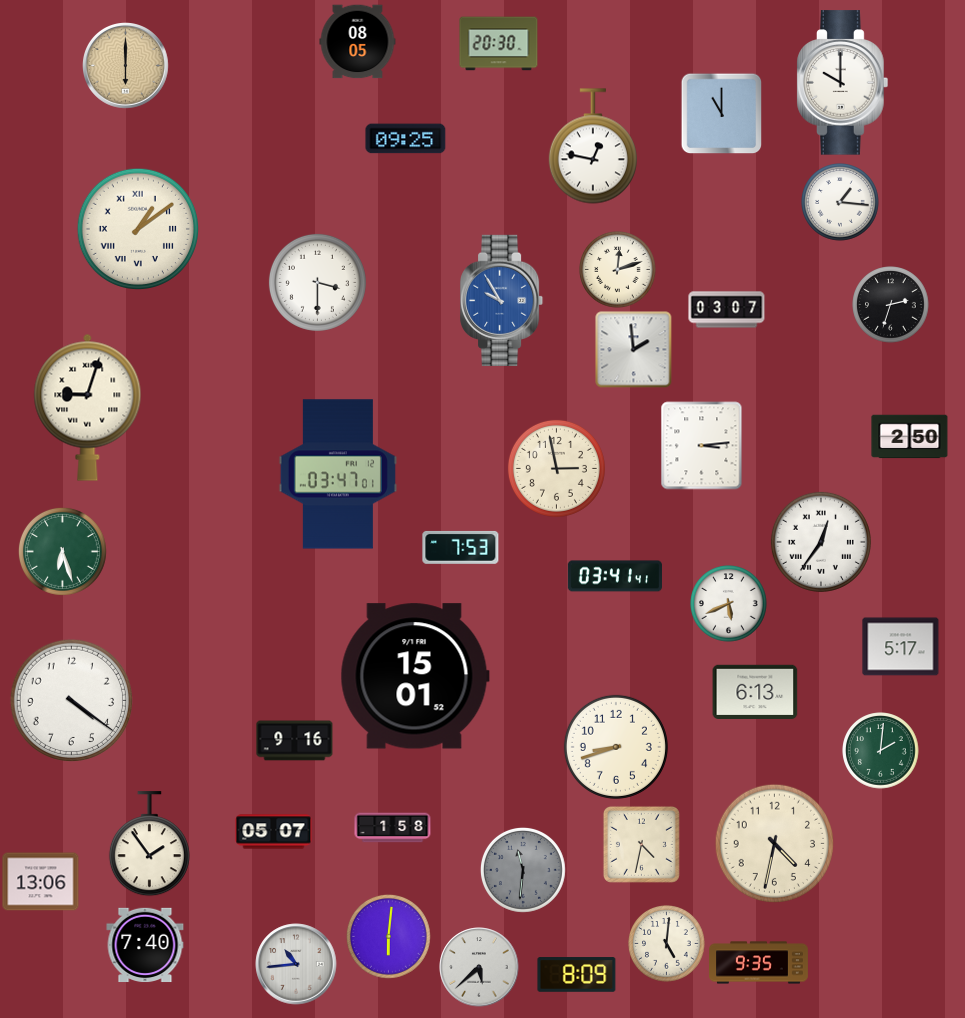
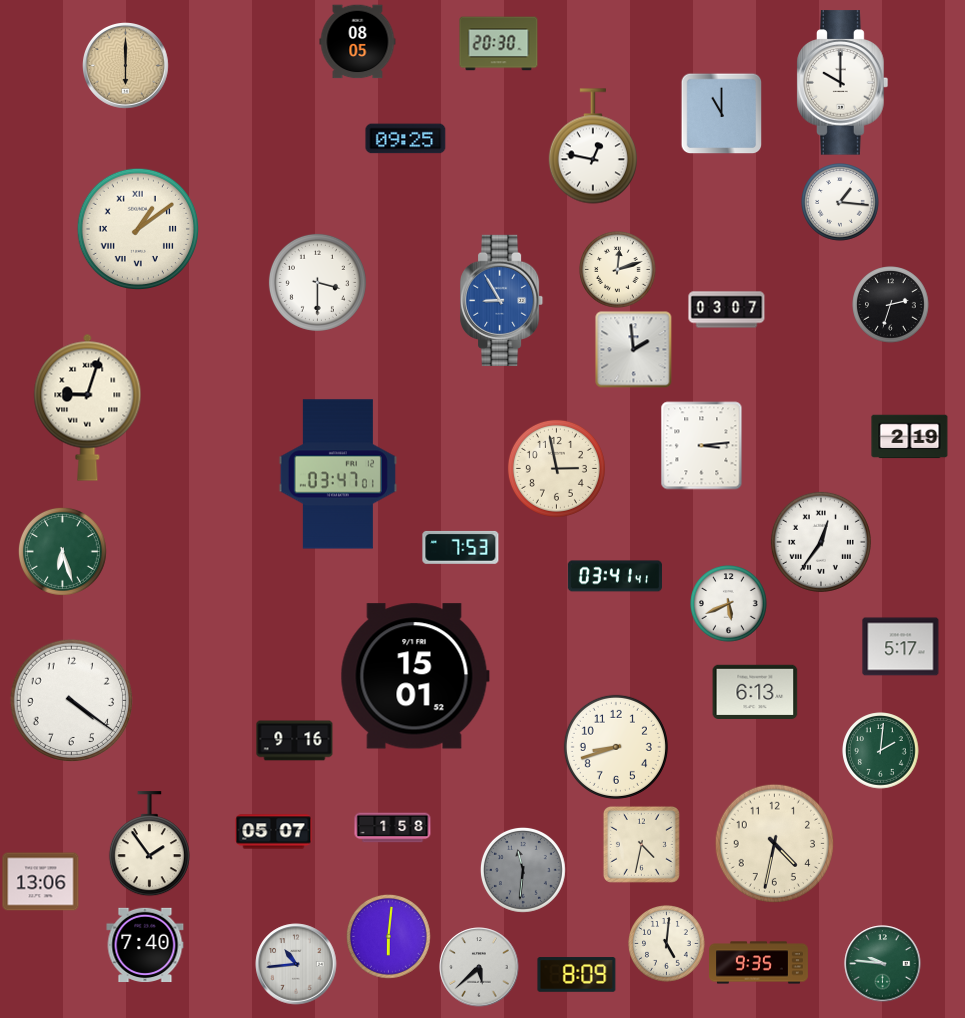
clock at (502, 300): 9:55 -> 8:55
clock at (910, 437): 2:50 -> 2:19
clock at (883, 964): none -> 9:46
